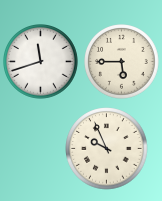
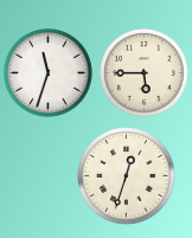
clock at (41, 62): 11:42 -> 11:33
clock at (107, 149): 9:56 -> 12:33
